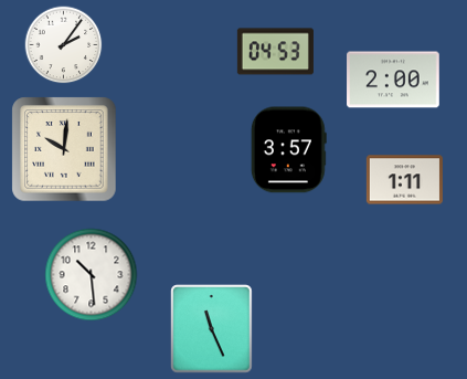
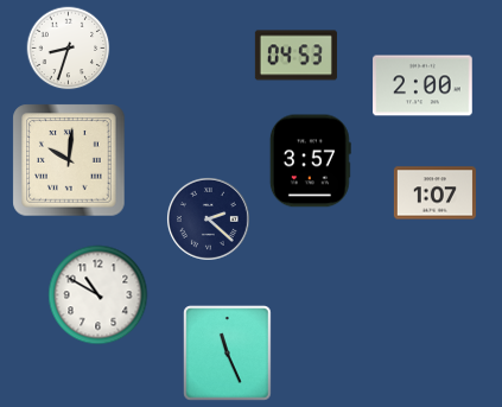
clock at (64, 45): 2:06 -> 8:33
clock at (404, 180): 1:11 -> 1:07
clock at (208, 218): none -> 2:22
clock at (92, 275): 10:29 -> 10:50
